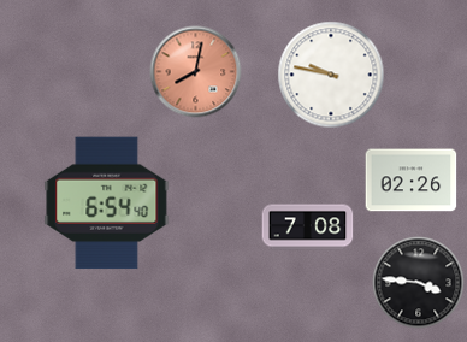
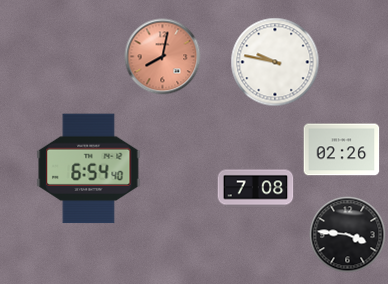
clock at (196, 72) position: (196, 72) -> (163, 57)
